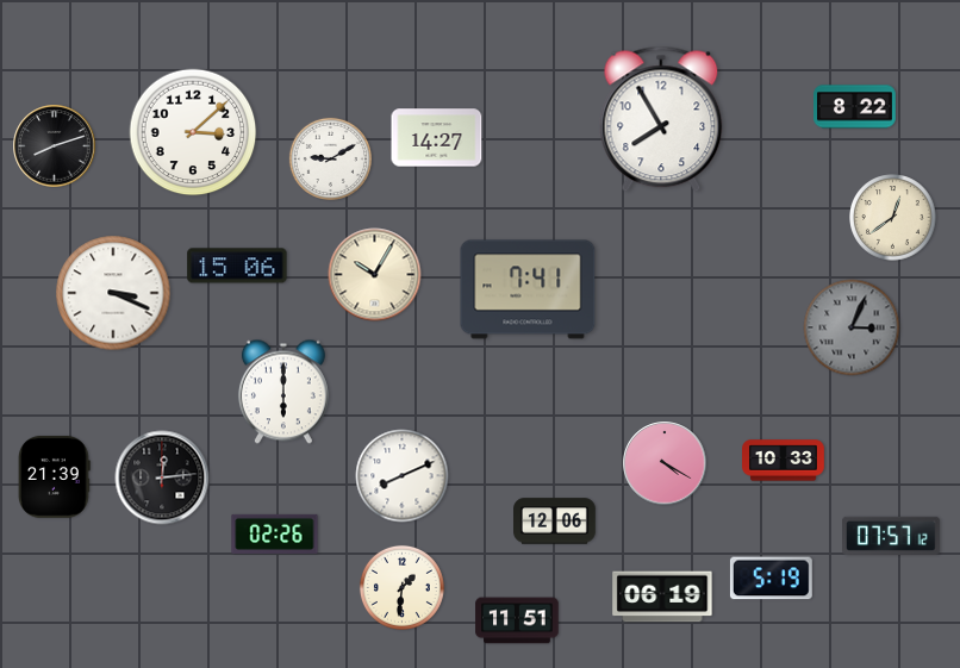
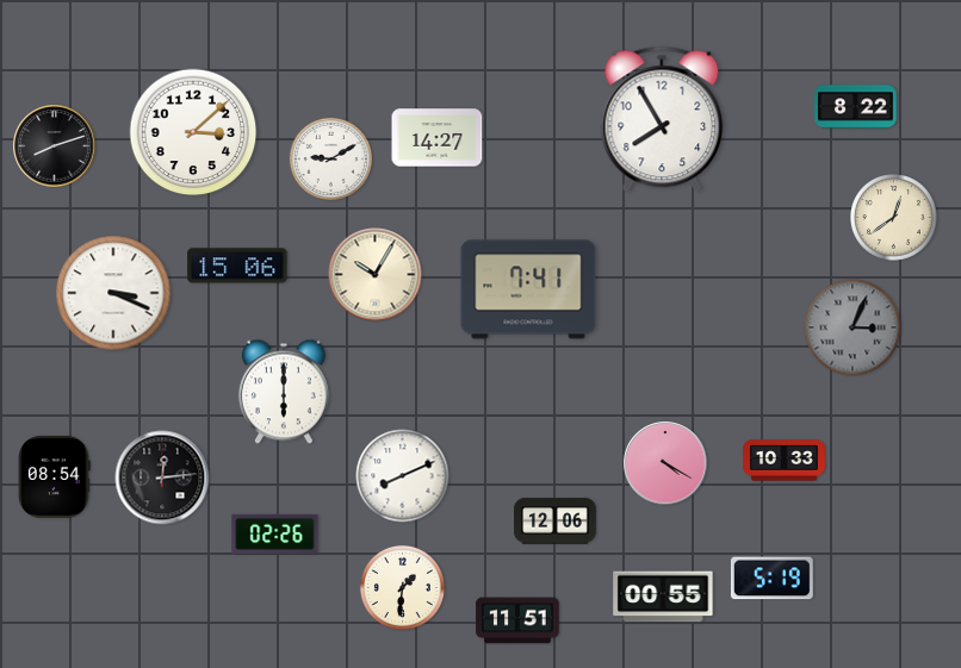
clock at (54, 476): 21:39 -> 08:54
clock at (892, 536): 07:57 -> none
clock at (662, 597): 06:19 -> 00:55
